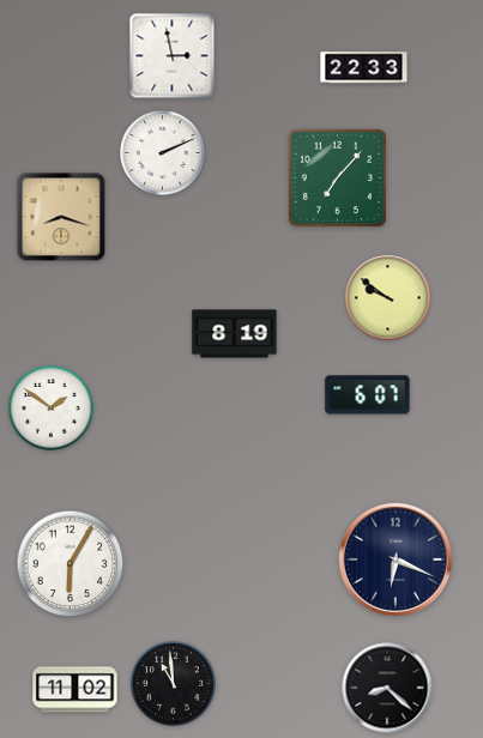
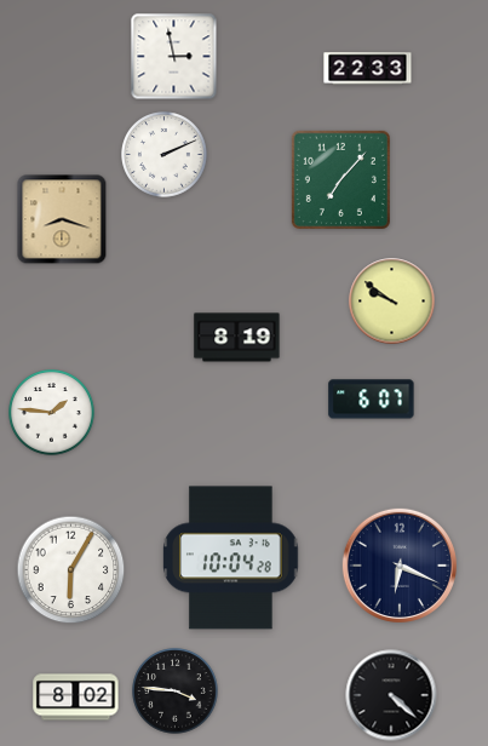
clock at (52, 409): 1:51 -> 1:46
clock at (231, 558): none -> 10:04
clock at (174, 684): 10:59 -> 3:46
clock at (387, 688): 8:22 -> 4:22
clock at (76, 690): 11:02 -> 8:02
